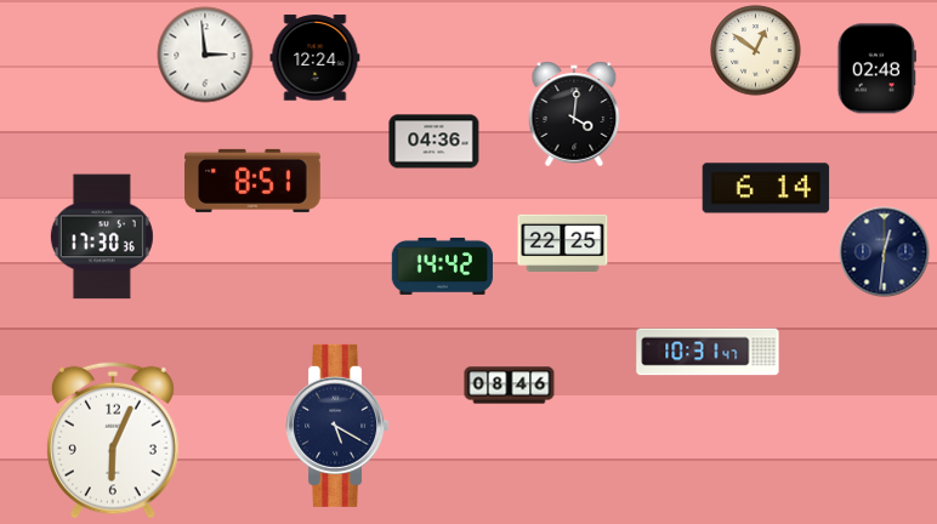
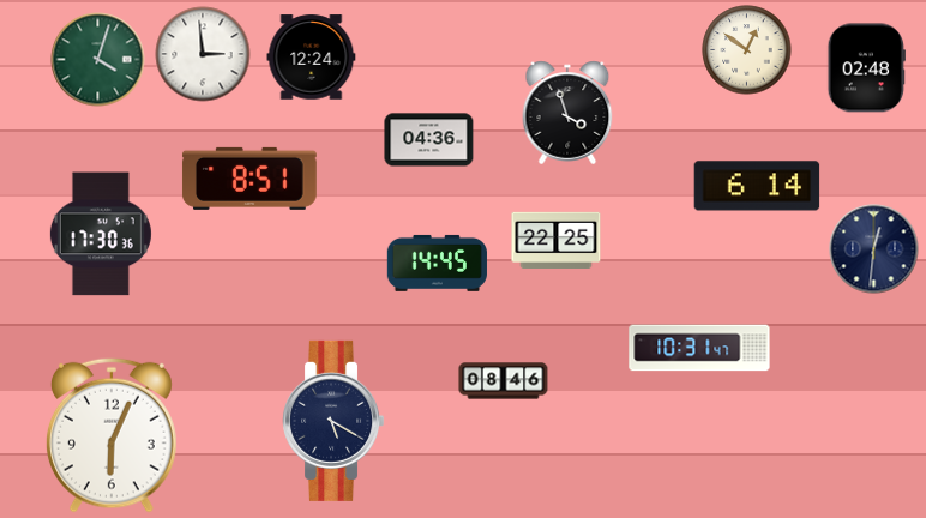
clock at (98, 60): none -> 4:03
clock at (574, 114): 4:01 -> 3:57
clock at (442, 266): 14:42 -> 14:45
